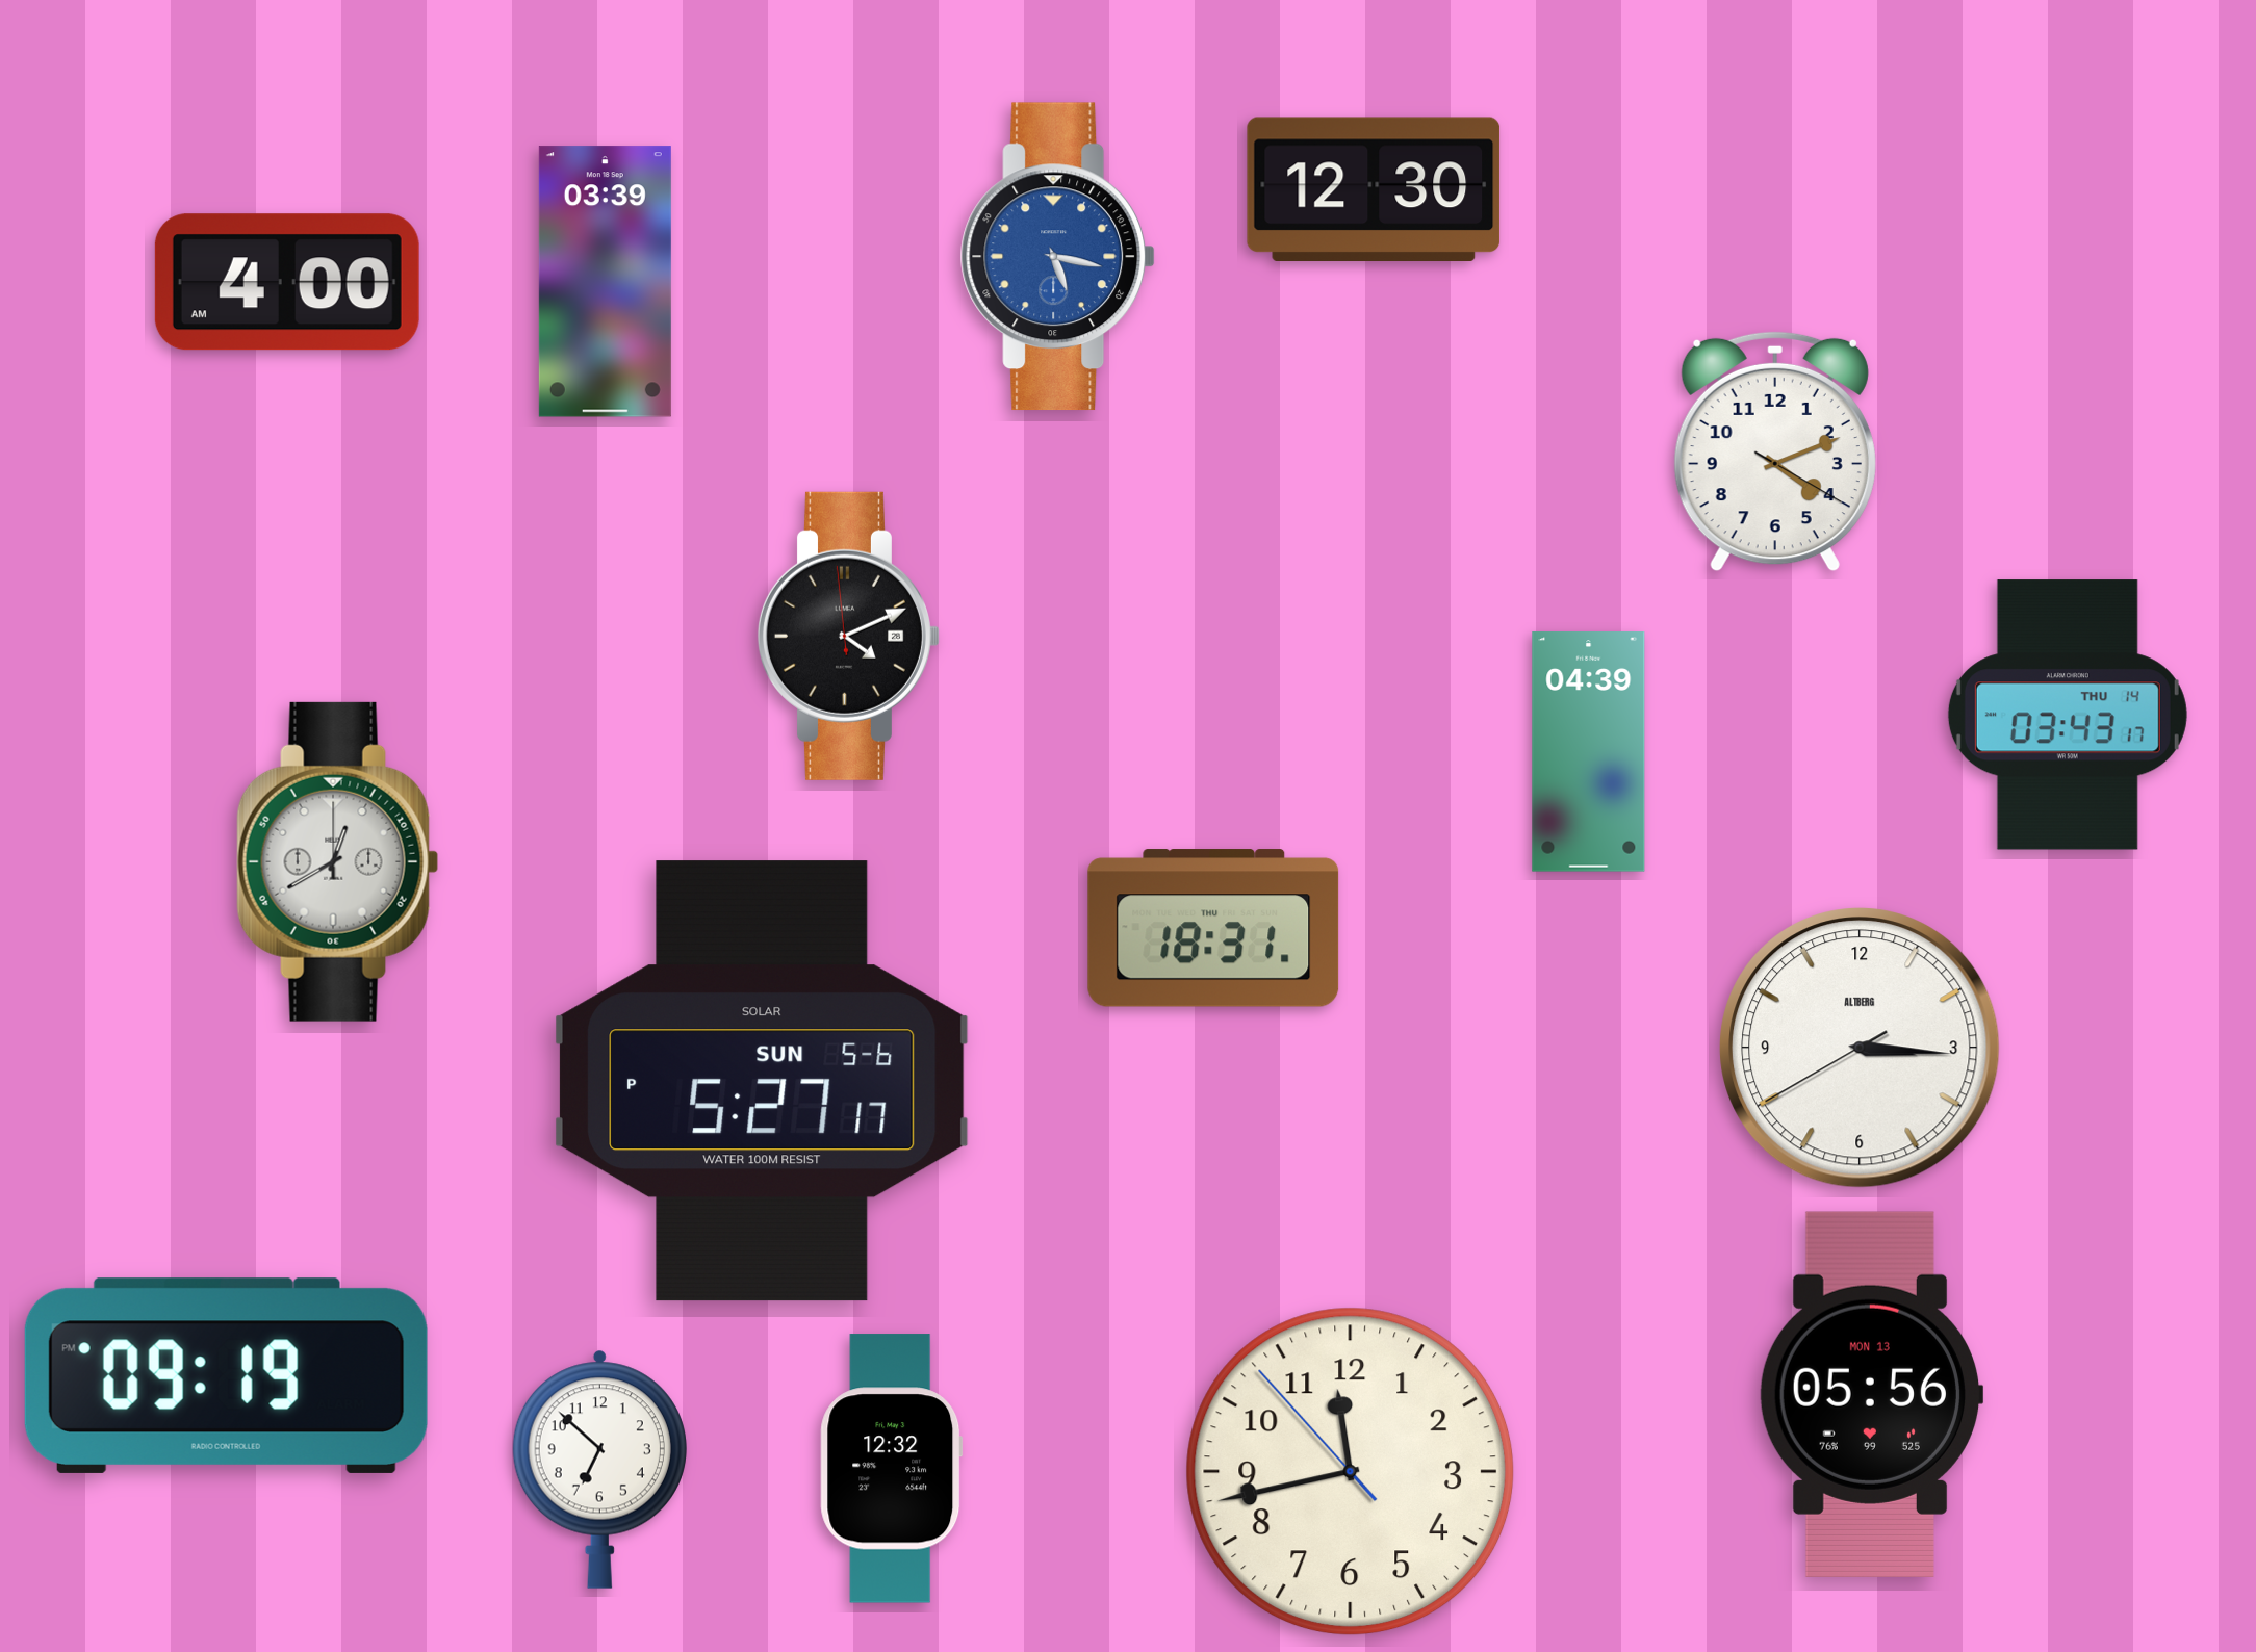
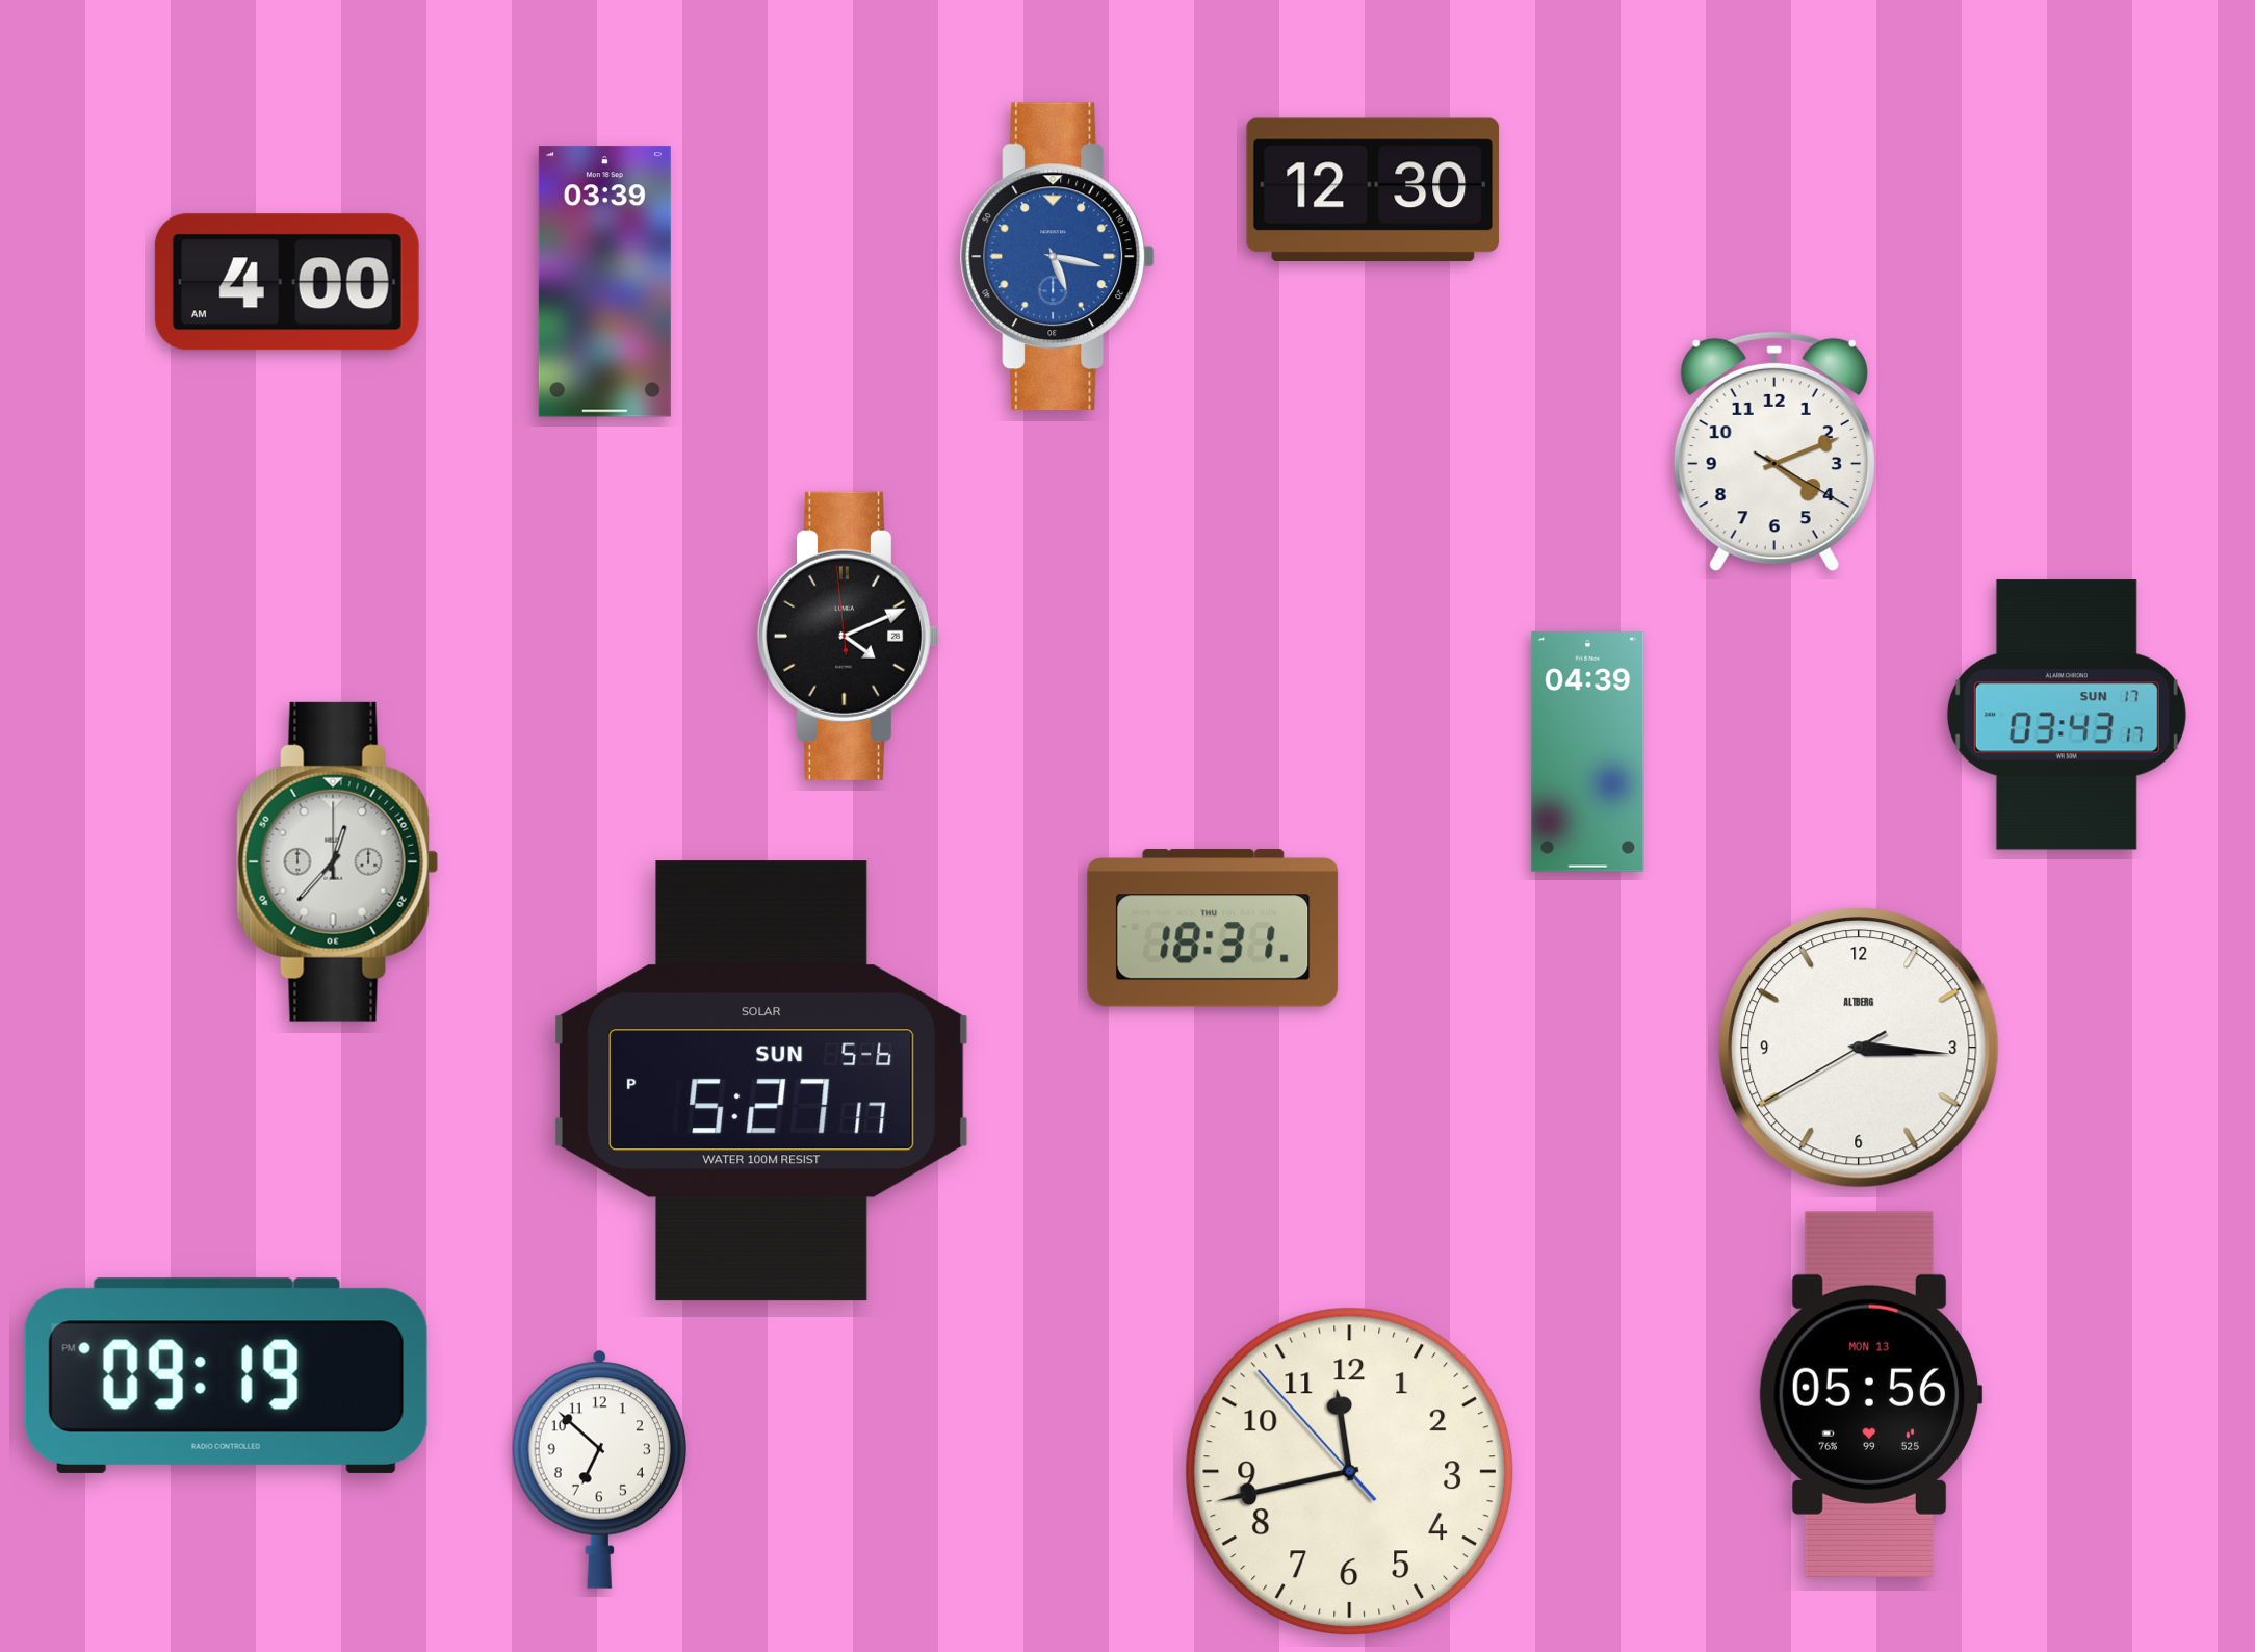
clock at (2068, 715) date: THU 14 -> SUN 17
clock at (338, 861): 12:40 -> 12:37
clock at (892, 1469): 12:32 -> none
